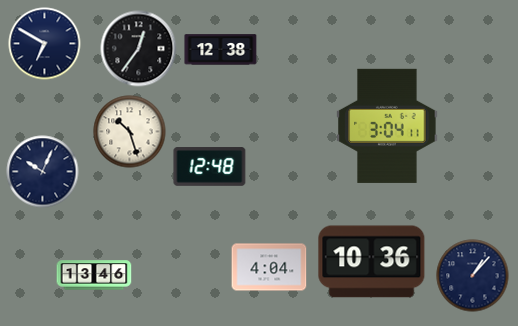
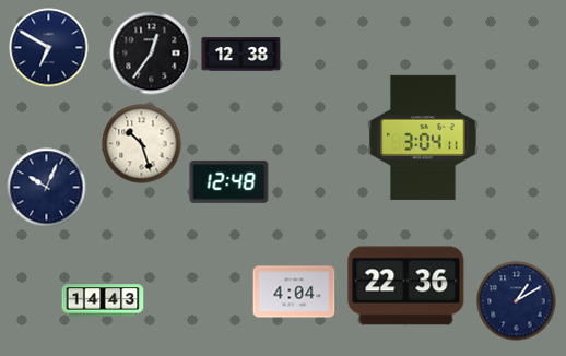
clock at (372, 262): 10:36 -> 22:36
clock at (94, 275): 13:46 -> 14:43
clock at (473, 276): 1:07 -> 1:10
